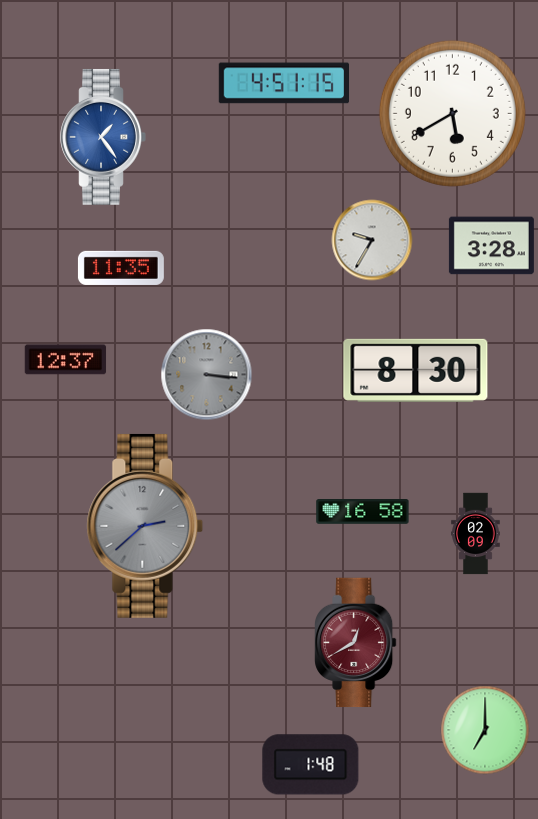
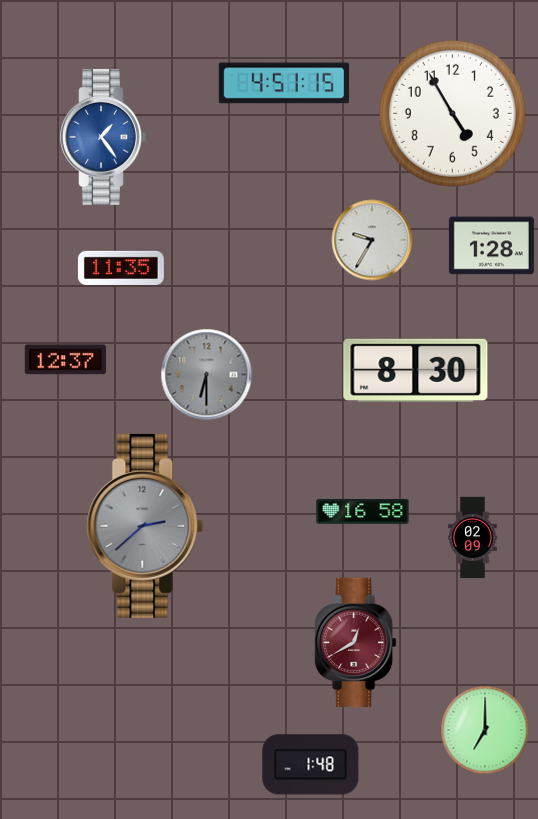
clock at (452, 113): 5:40 -> 4:55
clock at (491, 246): 3:28 -> 1:28
clock at (207, 375): 3:16 -> 6:30
clock at (476, 534) position: (476, 534) -> (473, 538)
